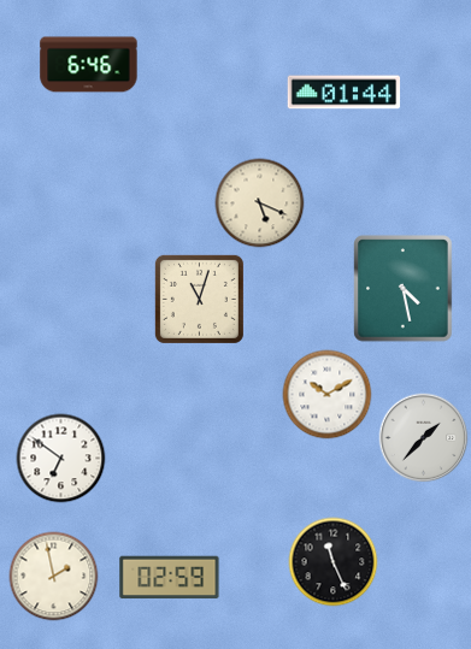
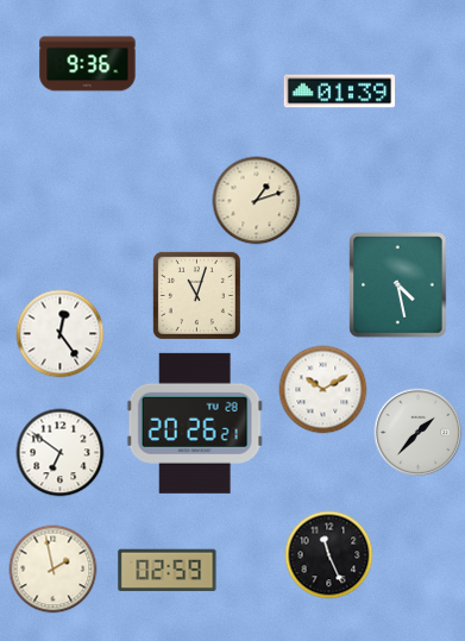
clock at (89, 65): 6:46 -> 9:36
clock at (345, 93): 01:44 -> 01:39
clock at (260, 203): 5:19 -> 1:12
clock at (61, 334): none -> 12:24
clock at (195, 423): none -> 20:26
